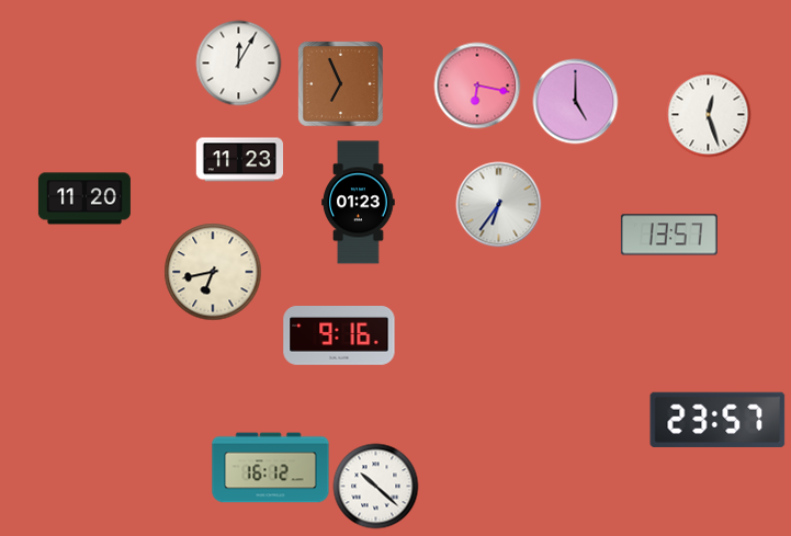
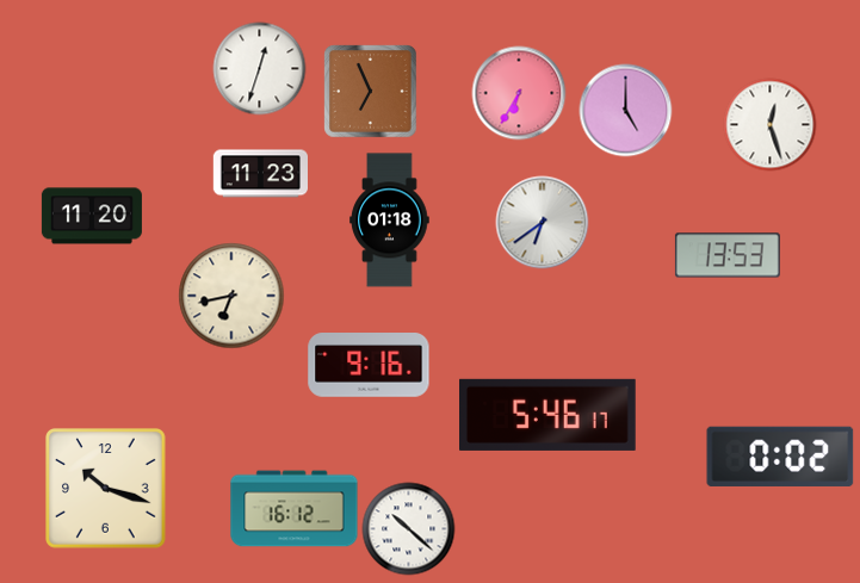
clock at (238, 62): 12:05 -> 12:33
clock at (477, 85): 6:17 -> 6:35
clock at (359, 203): 01:23 -> 01:18
clock at (498, 204): 6:36 -> 6:39
clock at (669, 235): 13:57 -> 13:53
clock at (549, 415): none -> 5:46
clock at (717, 420): 23:57 -> 0:02
clock at (106, 489): none -> 10:18
